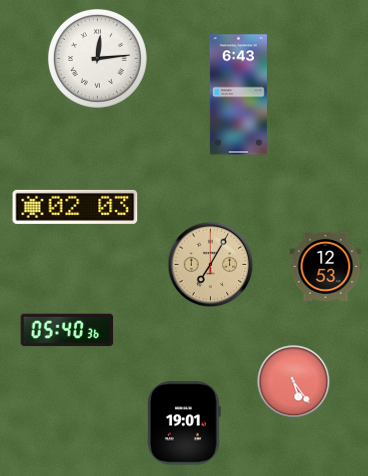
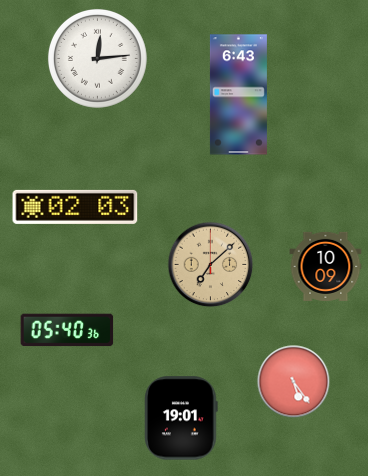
clock at (211, 265): 7:05 -> 7:08
clock at (326, 266): 12:53 -> 10:09
clock at (184, 423) position: (184, 423) -> (181, 418)
